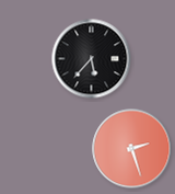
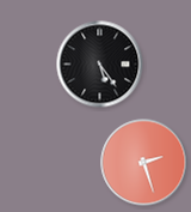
clock at (92, 59): 5:37 -> 5:24
